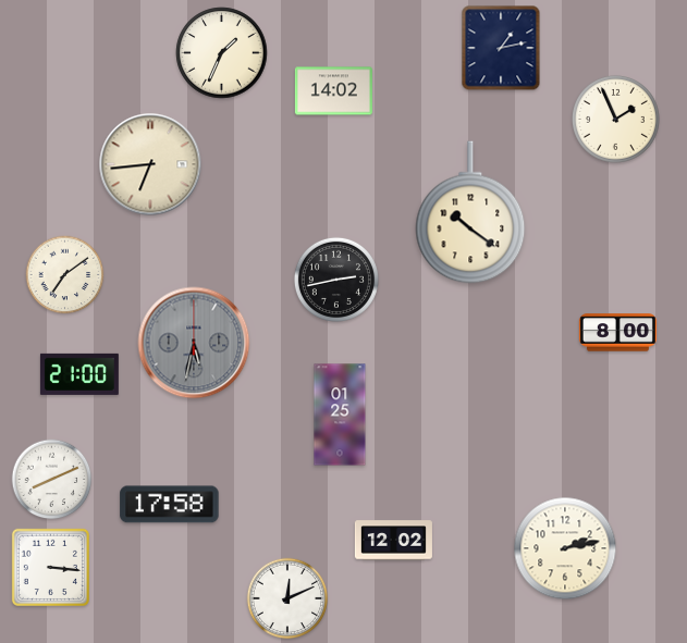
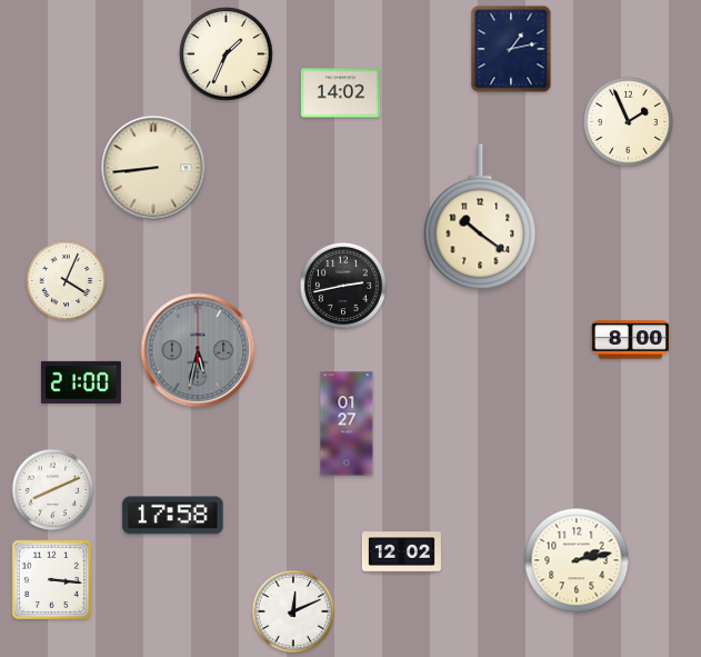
clock at (150, 164): 6:44 -> 8:44
clock at (65, 275): 7:09 -> 4:04
clock at (340, 415): 01:25 -> 01:27
